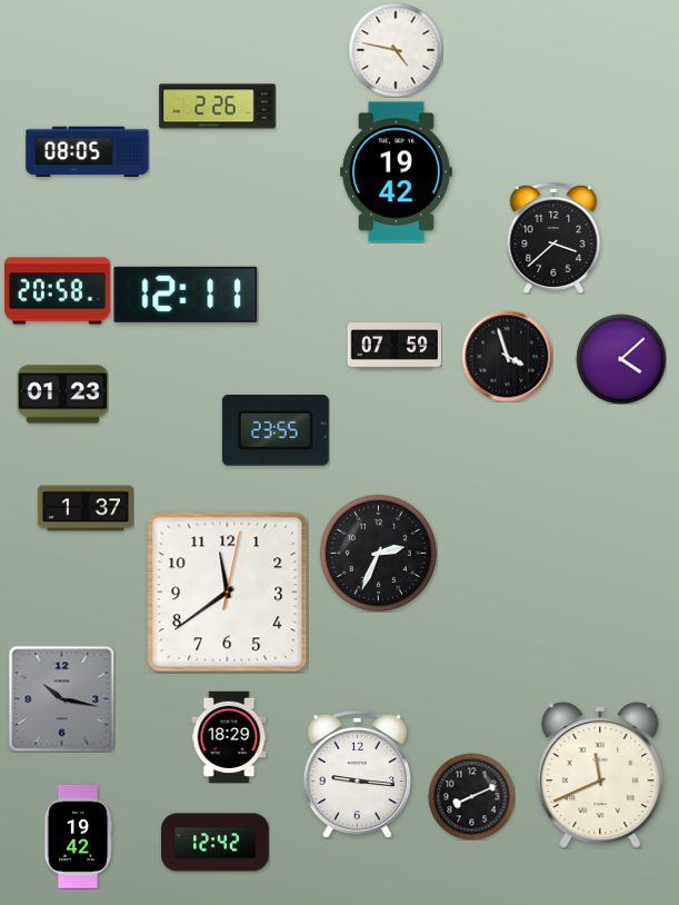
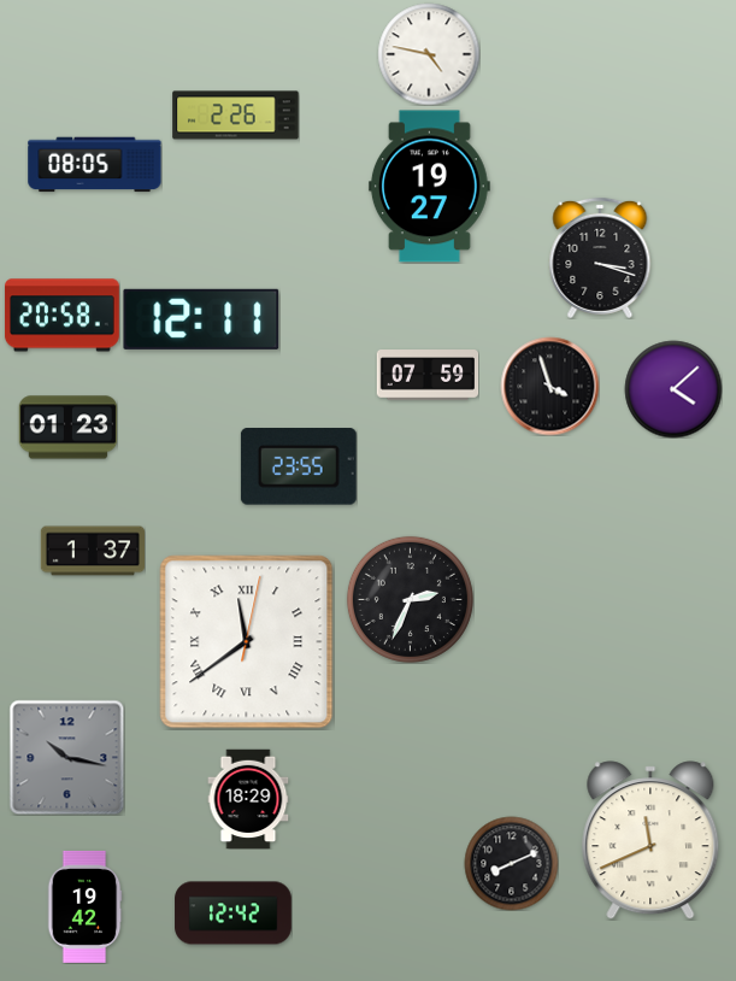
clock at (396, 172): 19:42 -> 19:27
clock at (553, 238): 3:38 -> 3:18
clock at (228, 593) numerals: Arabic -> Roman
clock at (357, 774): 9:16 -> none
